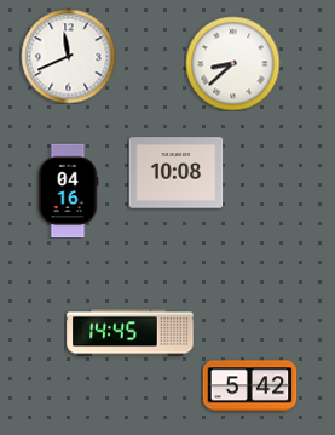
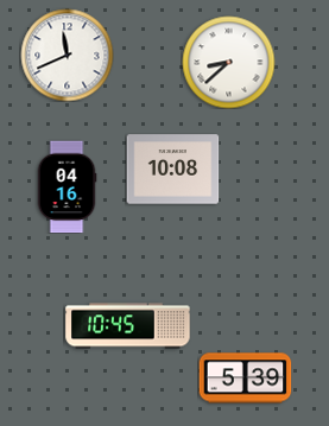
clock at (131, 333): 14:45 -> 10:45
clock at (249, 387): 5:42 -> 5:39
